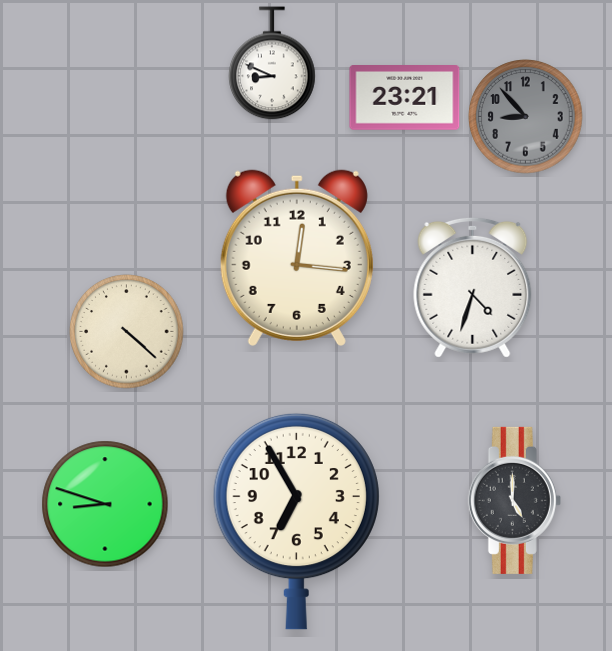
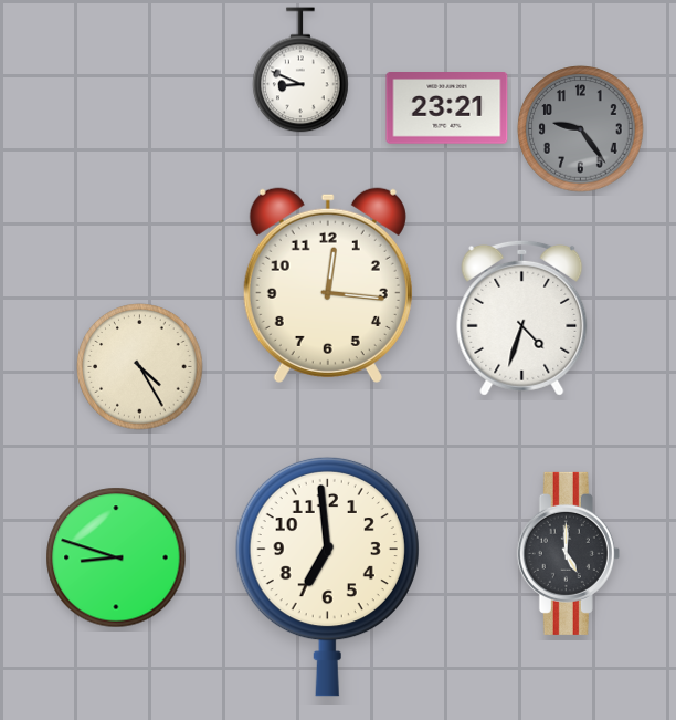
clock at (526, 117): 8:53 -> 9:24
clock at (127, 332): 4:22 -> 4:25
clock at (296, 521): 6:55 -> 6:59
